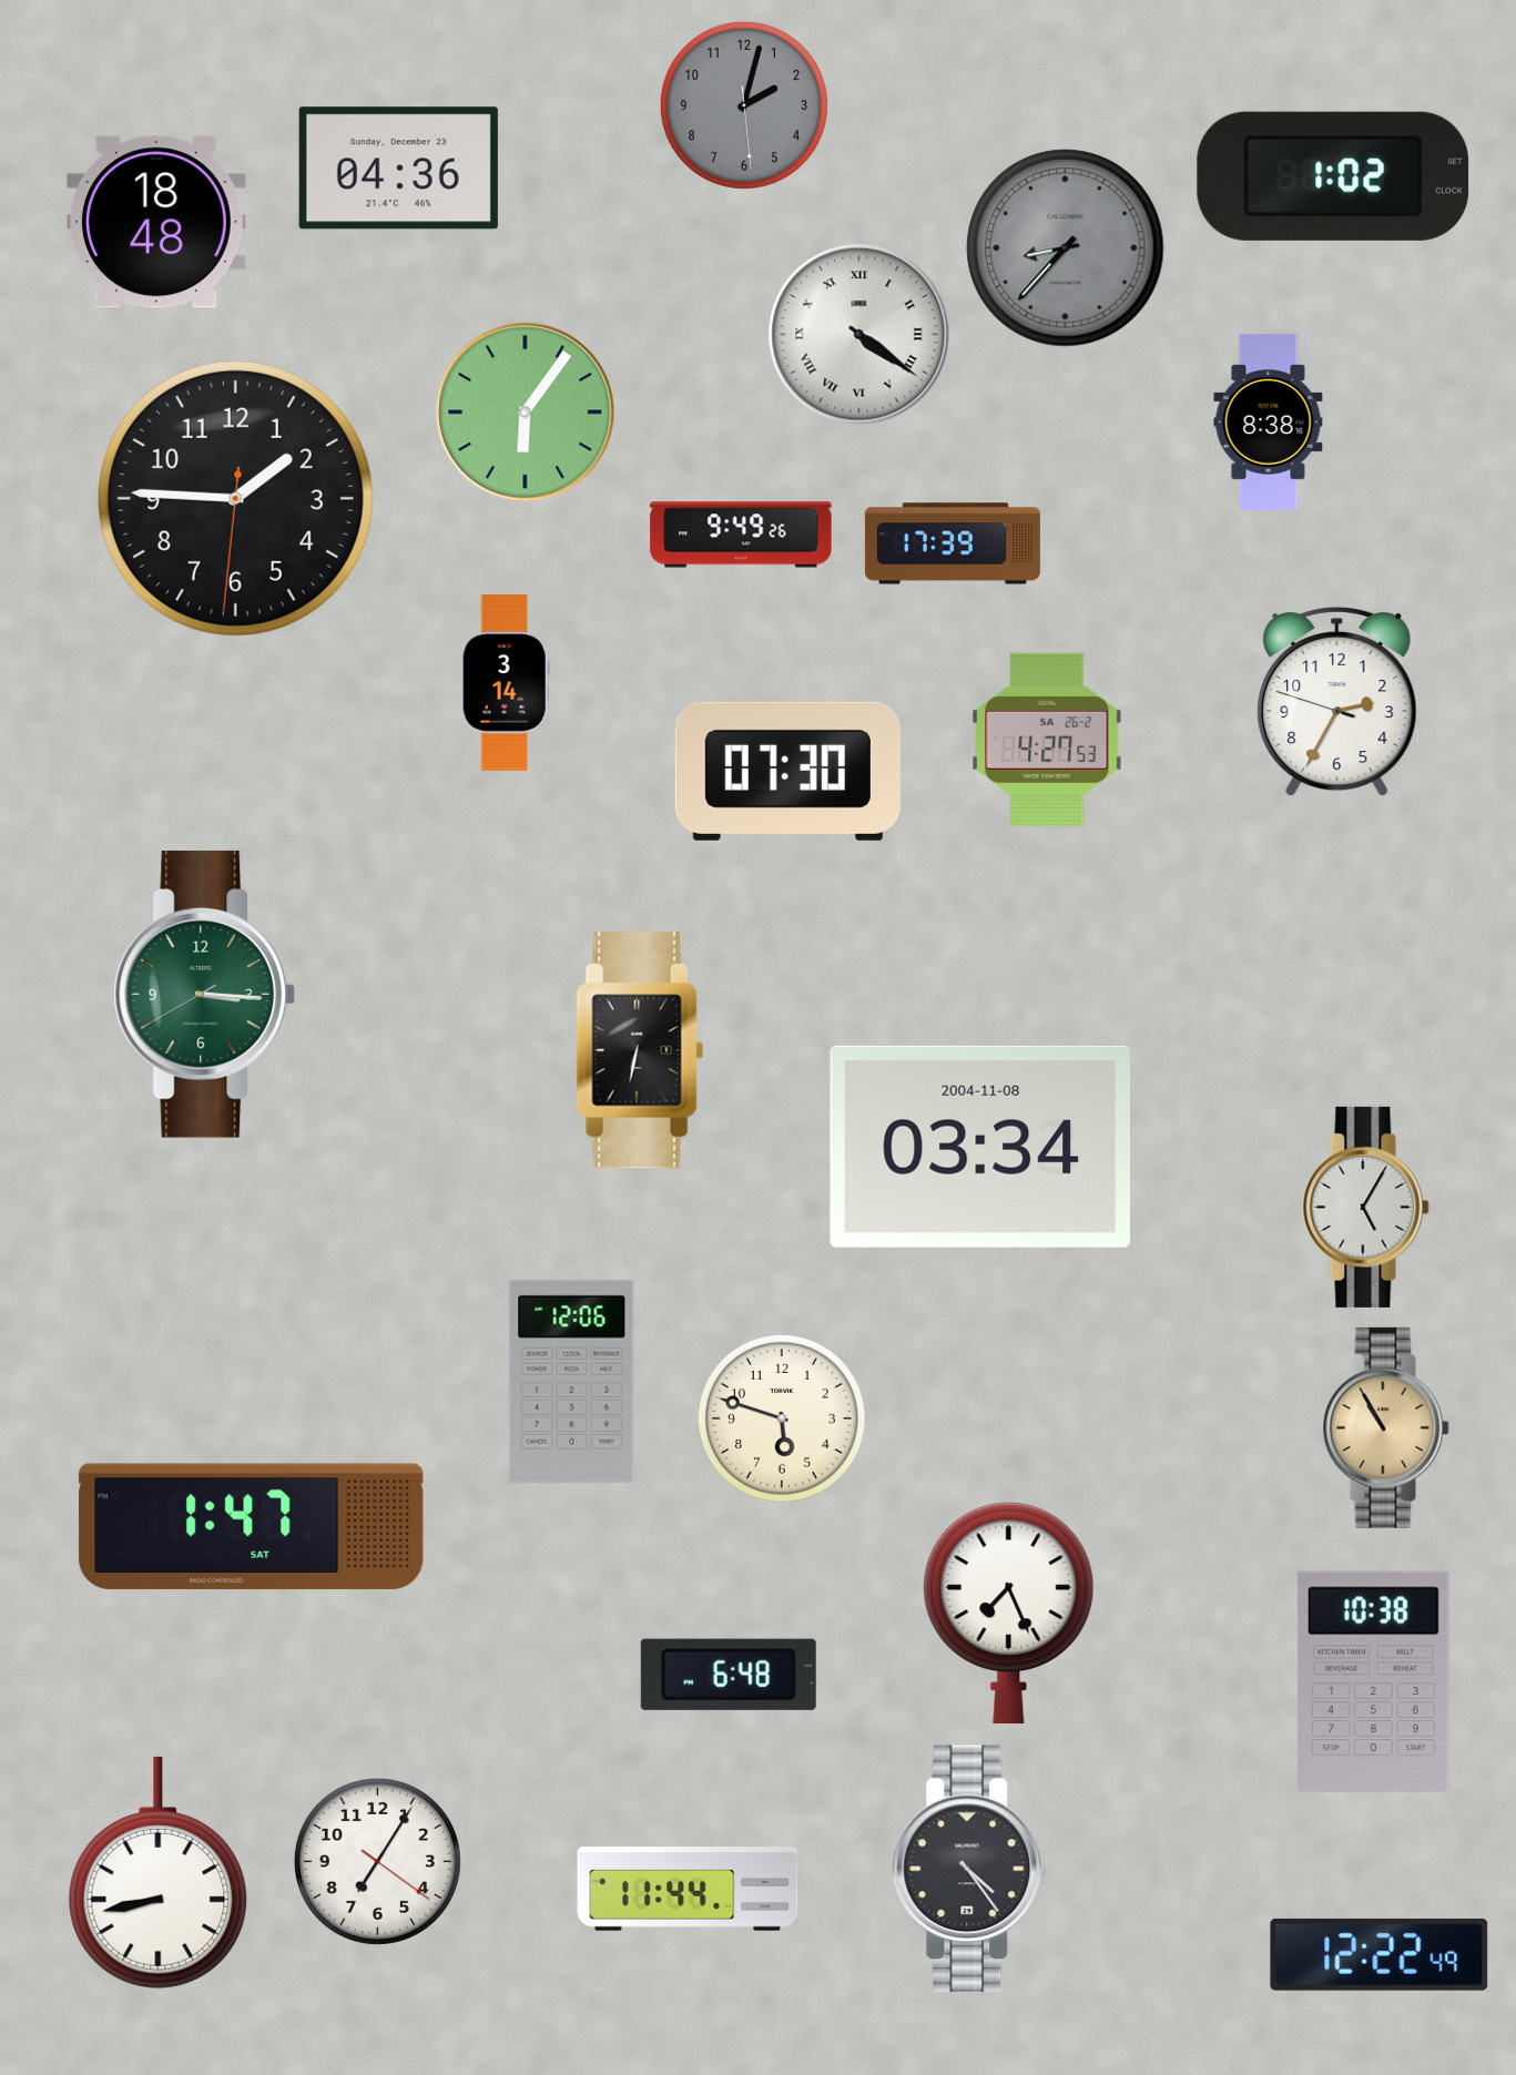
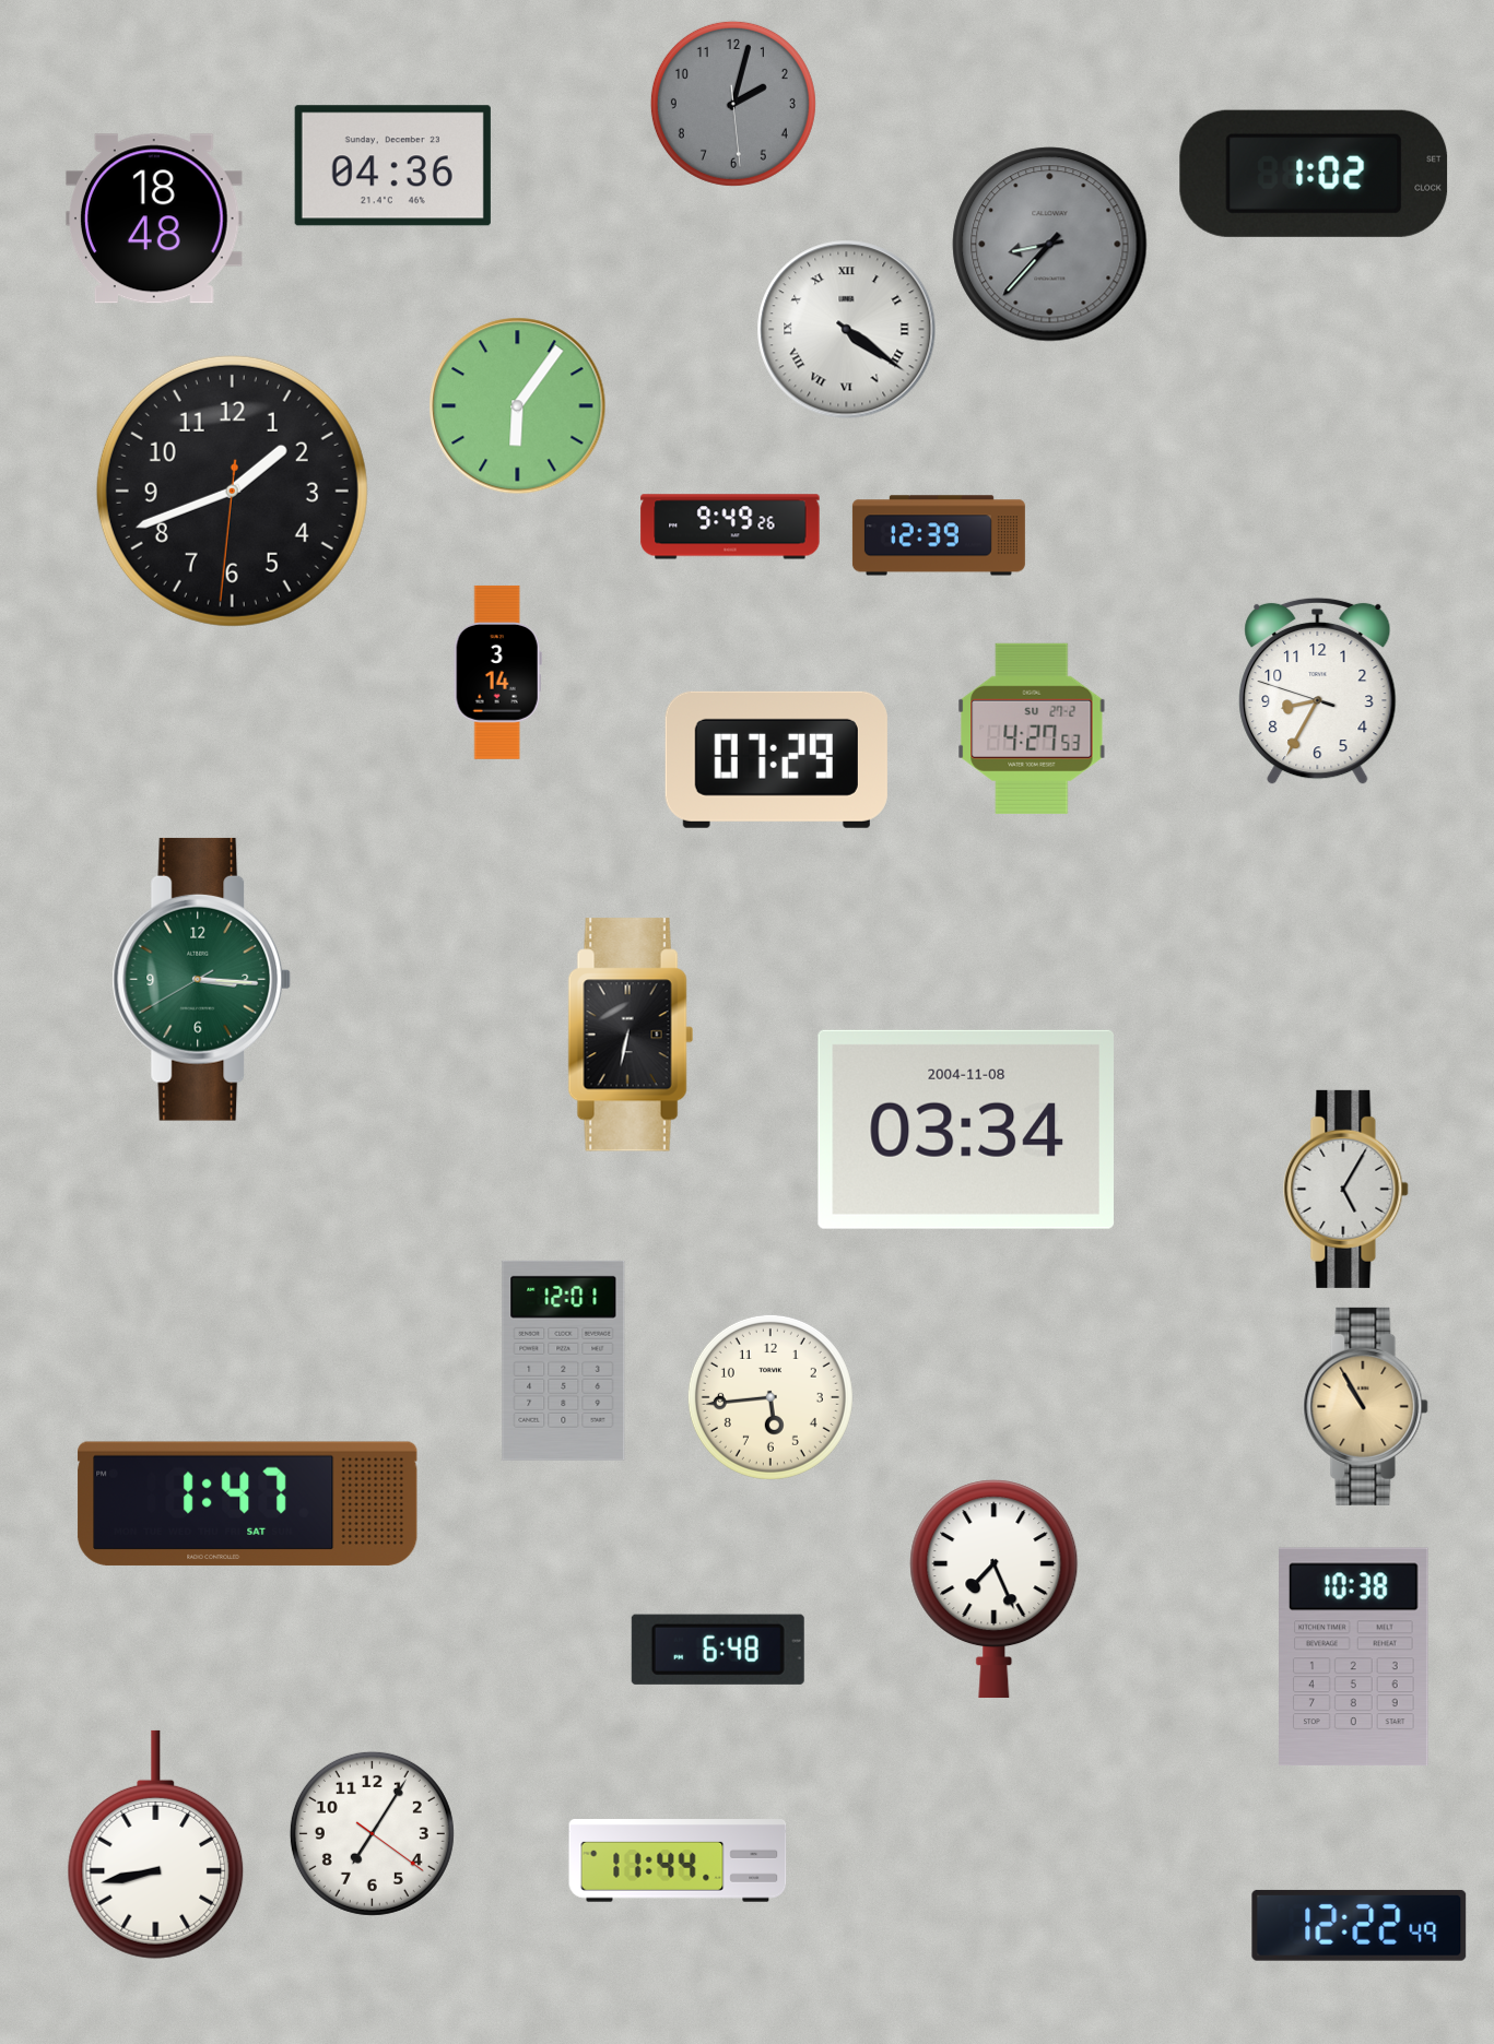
clock at (1269, 421): 8:38 -> none
clock at (235, 498): 1:45 -> 1:41
clock at (953, 543): 17:39 -> 12:39
clock at (1337, 702): 2:34 -> 8:34
clock at (1047, 740) date: SA 26-2 -> SU 27-2
clock at (787, 771): 07:30 -> 07:29
clock at (572, 1381): 12:06 -> 12:01
clock at (782, 1418): 5:48 -> 5:44
clock at (970, 1869): 4:24 -> none
